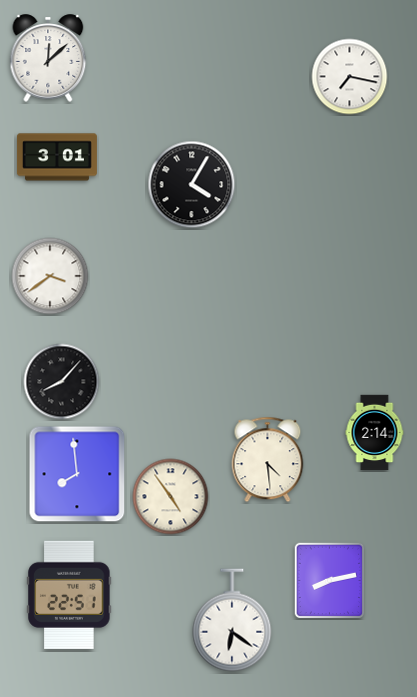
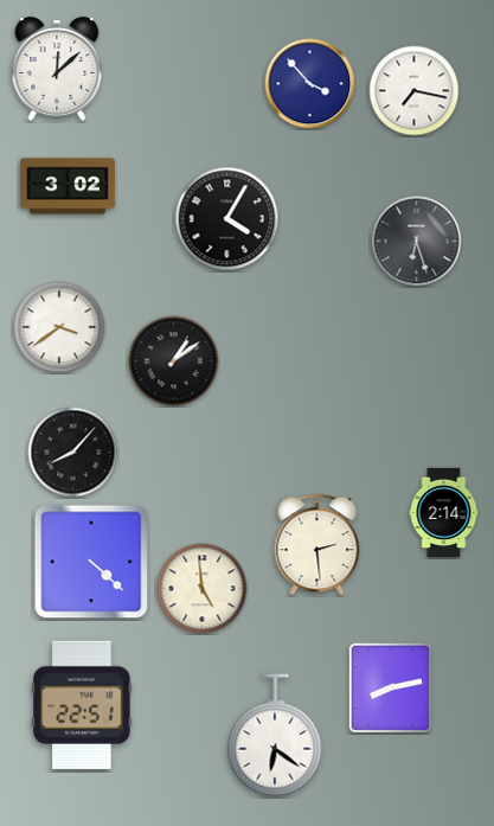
clock at (310, 84): none -> 3:53
clock at (57, 157): 3:01 -> 3:02
clock at (417, 242): none -> 6:27
clock at (174, 361): none -> 1:09
clock at (268, 460): 4:29 -> 2:29
clock at (77, 474): 7:59 -> 4:22
clock at (171, 497): 4:54 -> 4:59
